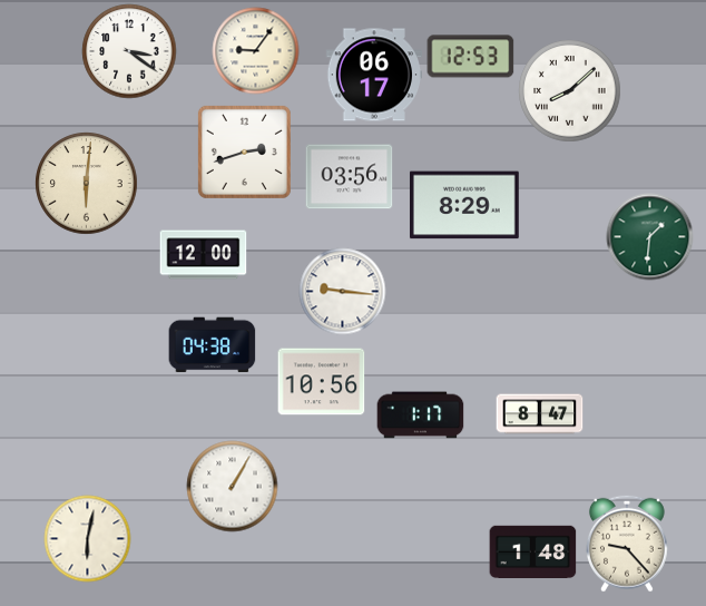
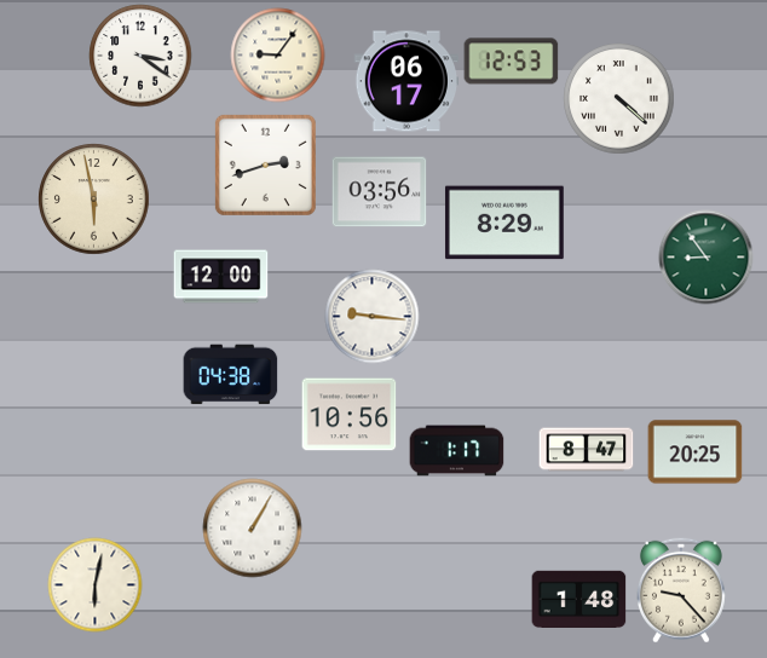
clock at (569, 90): 8:08 -> 4:22
clock at (86, 183): 6:01 -> 5:58
clock at (649, 236): 1:31 -> 8:54
clock at (694, 452): none -> 20:25
